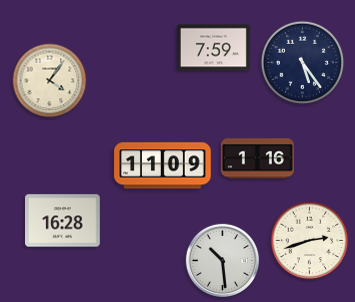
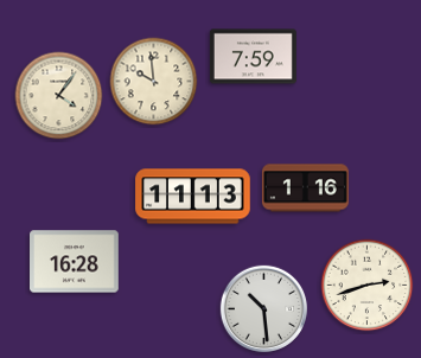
clock at (303, 63): 5:24 -> none
clock at (154, 82): none -> 9:59
clock at (163, 166): 11:09 -> 11:13
